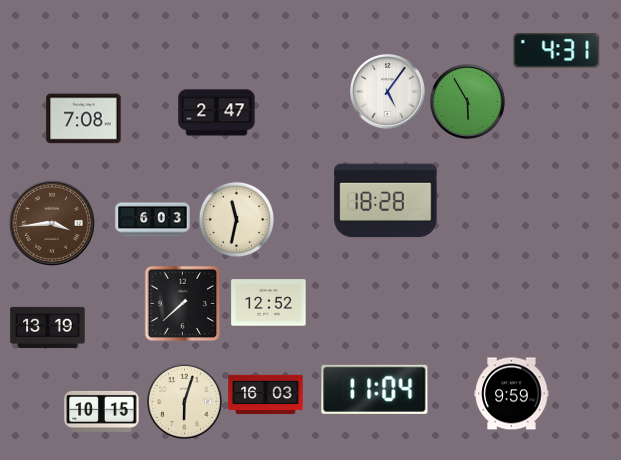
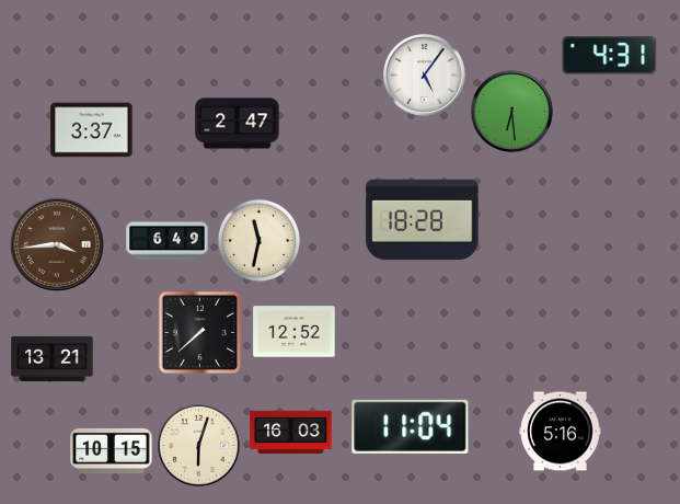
clock at (388, 92) position: (388, 92) -> (425, 76)
clock at (468, 102): 5:55 -> 6:29
clock at (84, 119): 7:08 -> 3:37
clock at (153, 220): 6:03 -> 6:49
clock at (48, 327): 13:19 -> 13:21
clock at (512, 394): 9:59 -> 5:16
clock at (185, 402) position: (185, 402) -> (199, 446)
